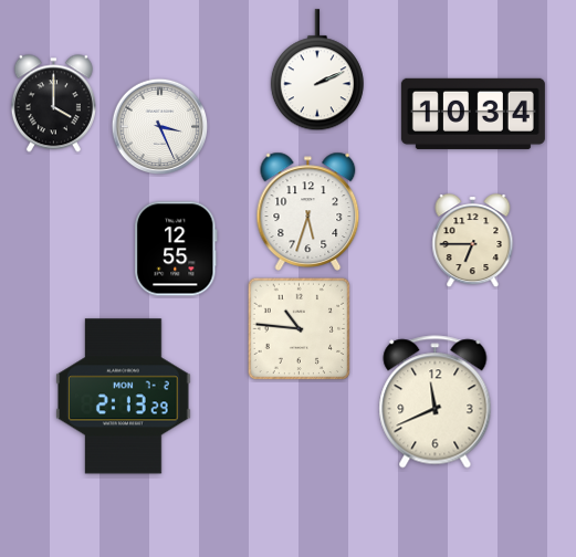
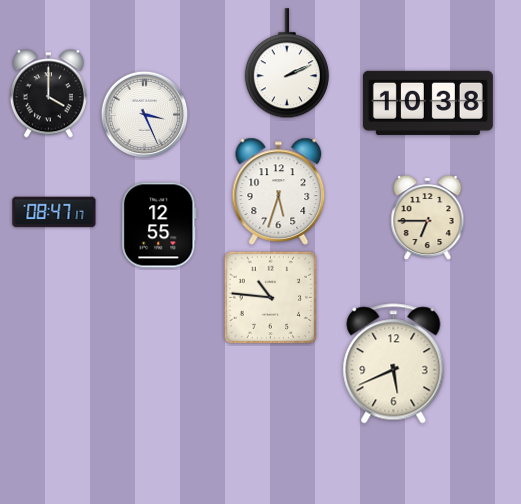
clock at (473, 114): 10:34 -> 10:38
clock at (54, 212): none -> 08:47
clock at (124, 397): 2:13 -> none
clock at (436, 402): 11:41 -> 5:41
